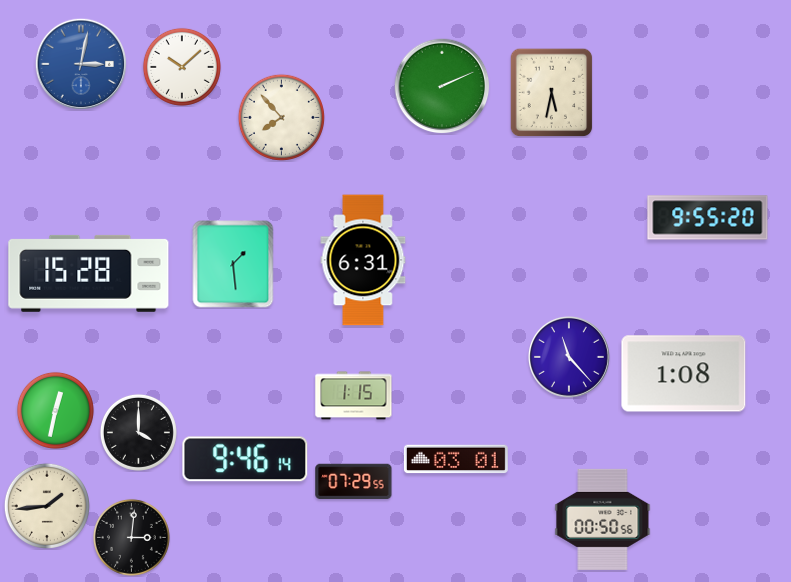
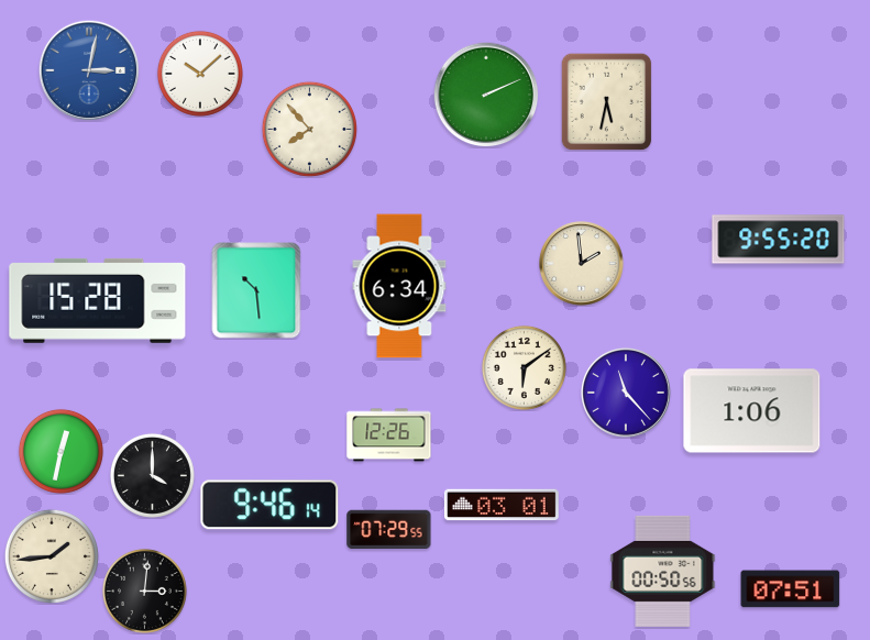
clock at (582, 264): none -> 1:59
clock at (363, 260): 6:31 -> 6:34
clock at (233, 264): 1:29 -> 10:29
clock at (524, 367): none -> 6:09
clock at (684, 374): 1:08 -> 1:06
clock at (354, 396): 1:15 -> 12:26
clock at (791, 589): none -> 07:51
